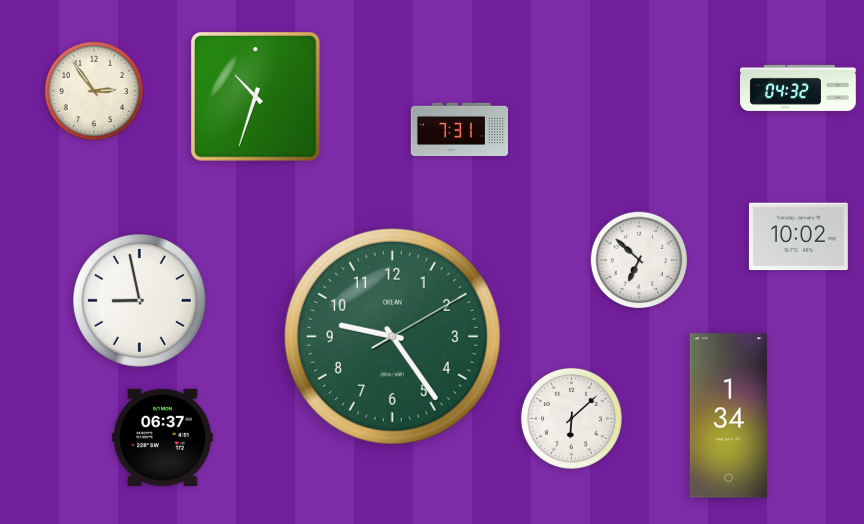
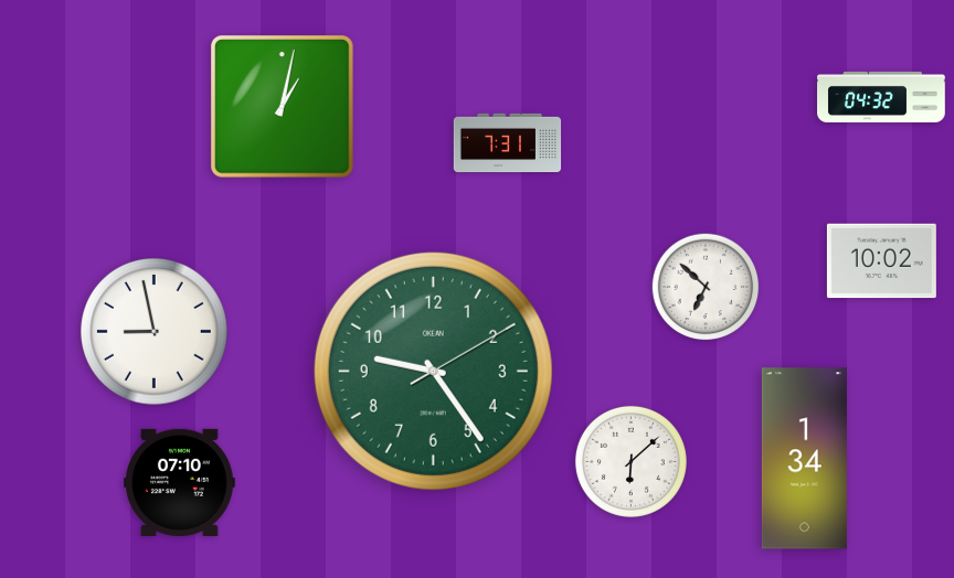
clock at (93, 90): 2:54 -> none
clock at (255, 96): 10:33 -> 1:02
clock at (163, 437): 06:37 -> 07:10
